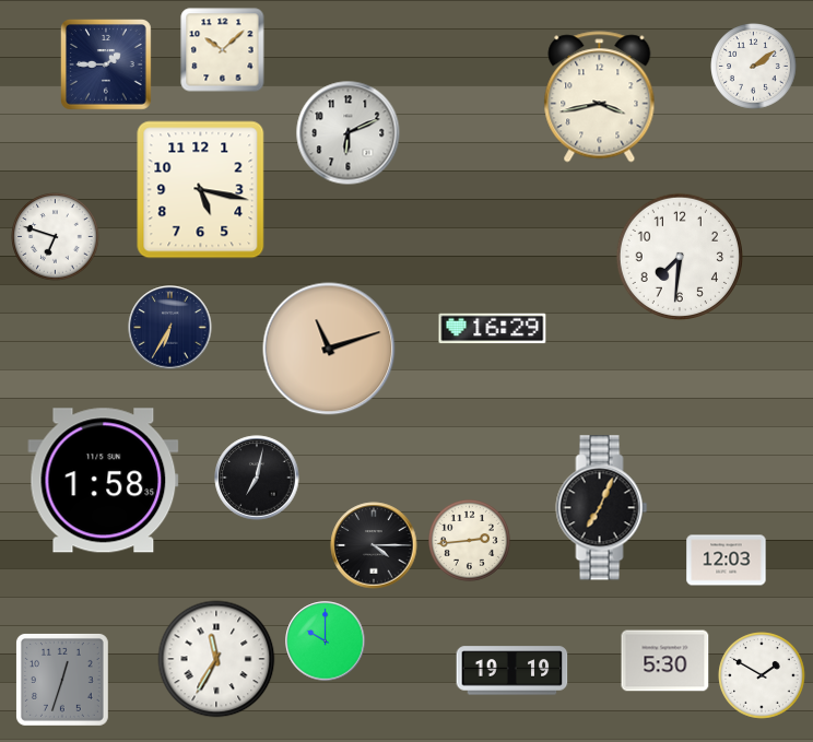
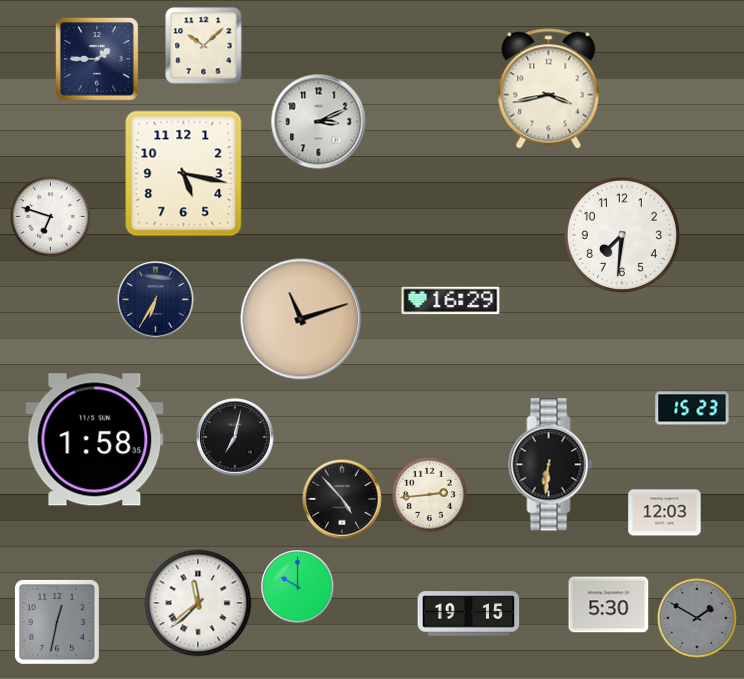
clock at (754, 67): 2:09 -> none
clock at (349, 133): 6:11 -> 3:11
clock at (692, 408): none -> 15:23
clock at (602, 508): 7:04 -> 6:31
clock at (374, 545): 4:15 -> 4:53
clock at (216, 659): 11:35 -> 11:38
clock at (512, 671): 19:19 -> 19:15
clock at (762, 675) dial: white -> grey
clock at (62, 680): 12:33 -> 12:32
